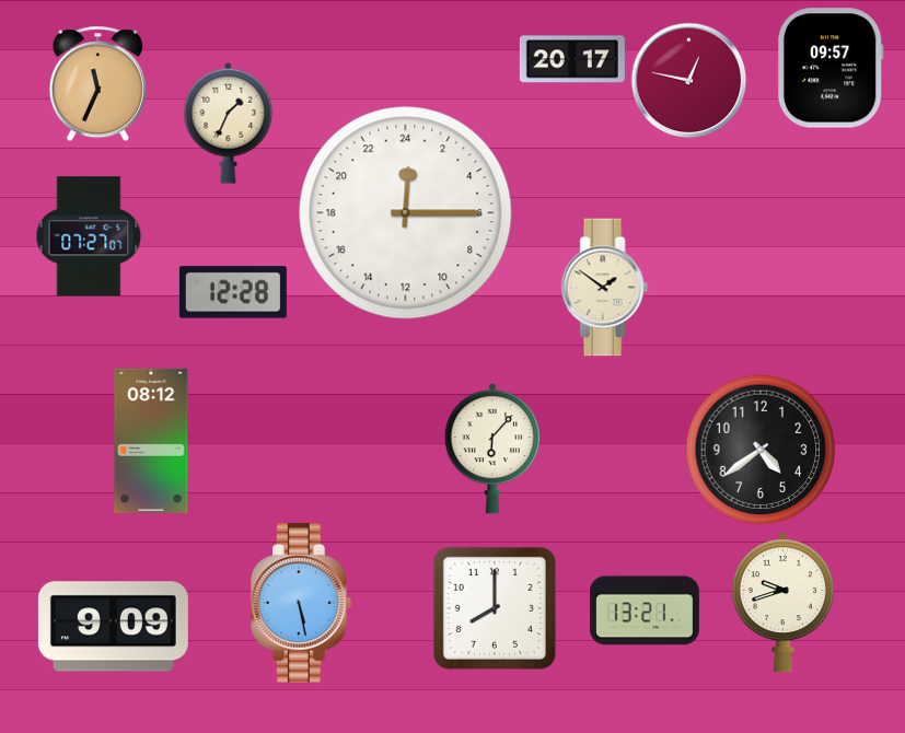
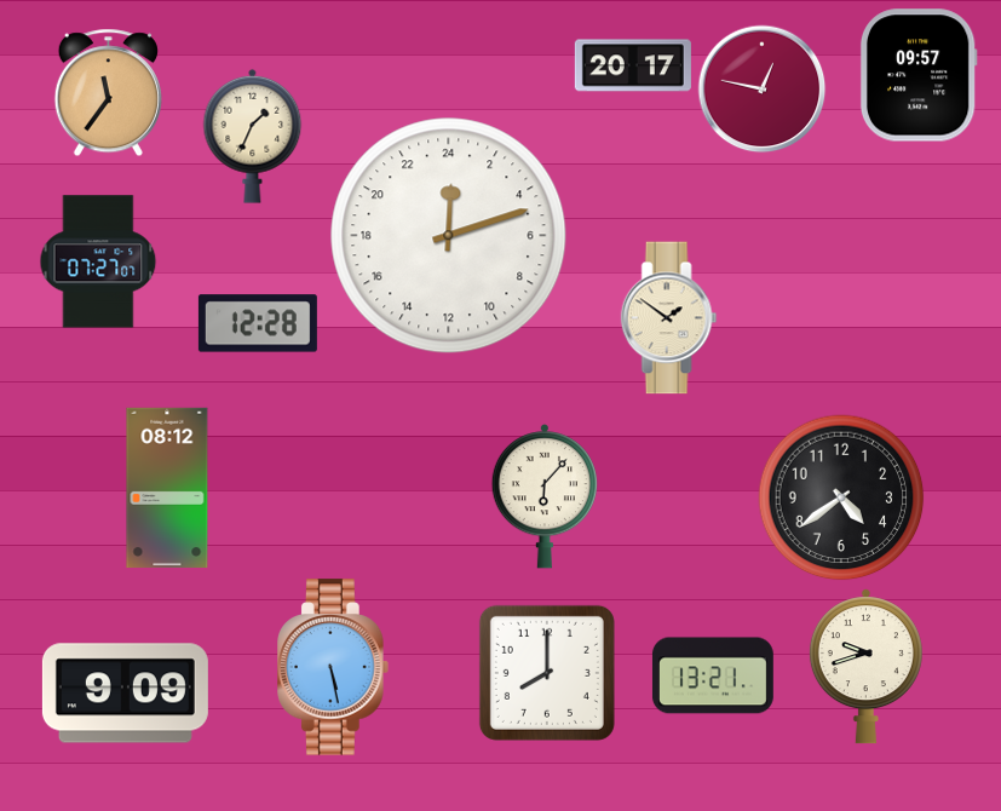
clock at (97, 84): 11:34 -> 11:36
clock at (406, 213): 0:15 -> 0:12
